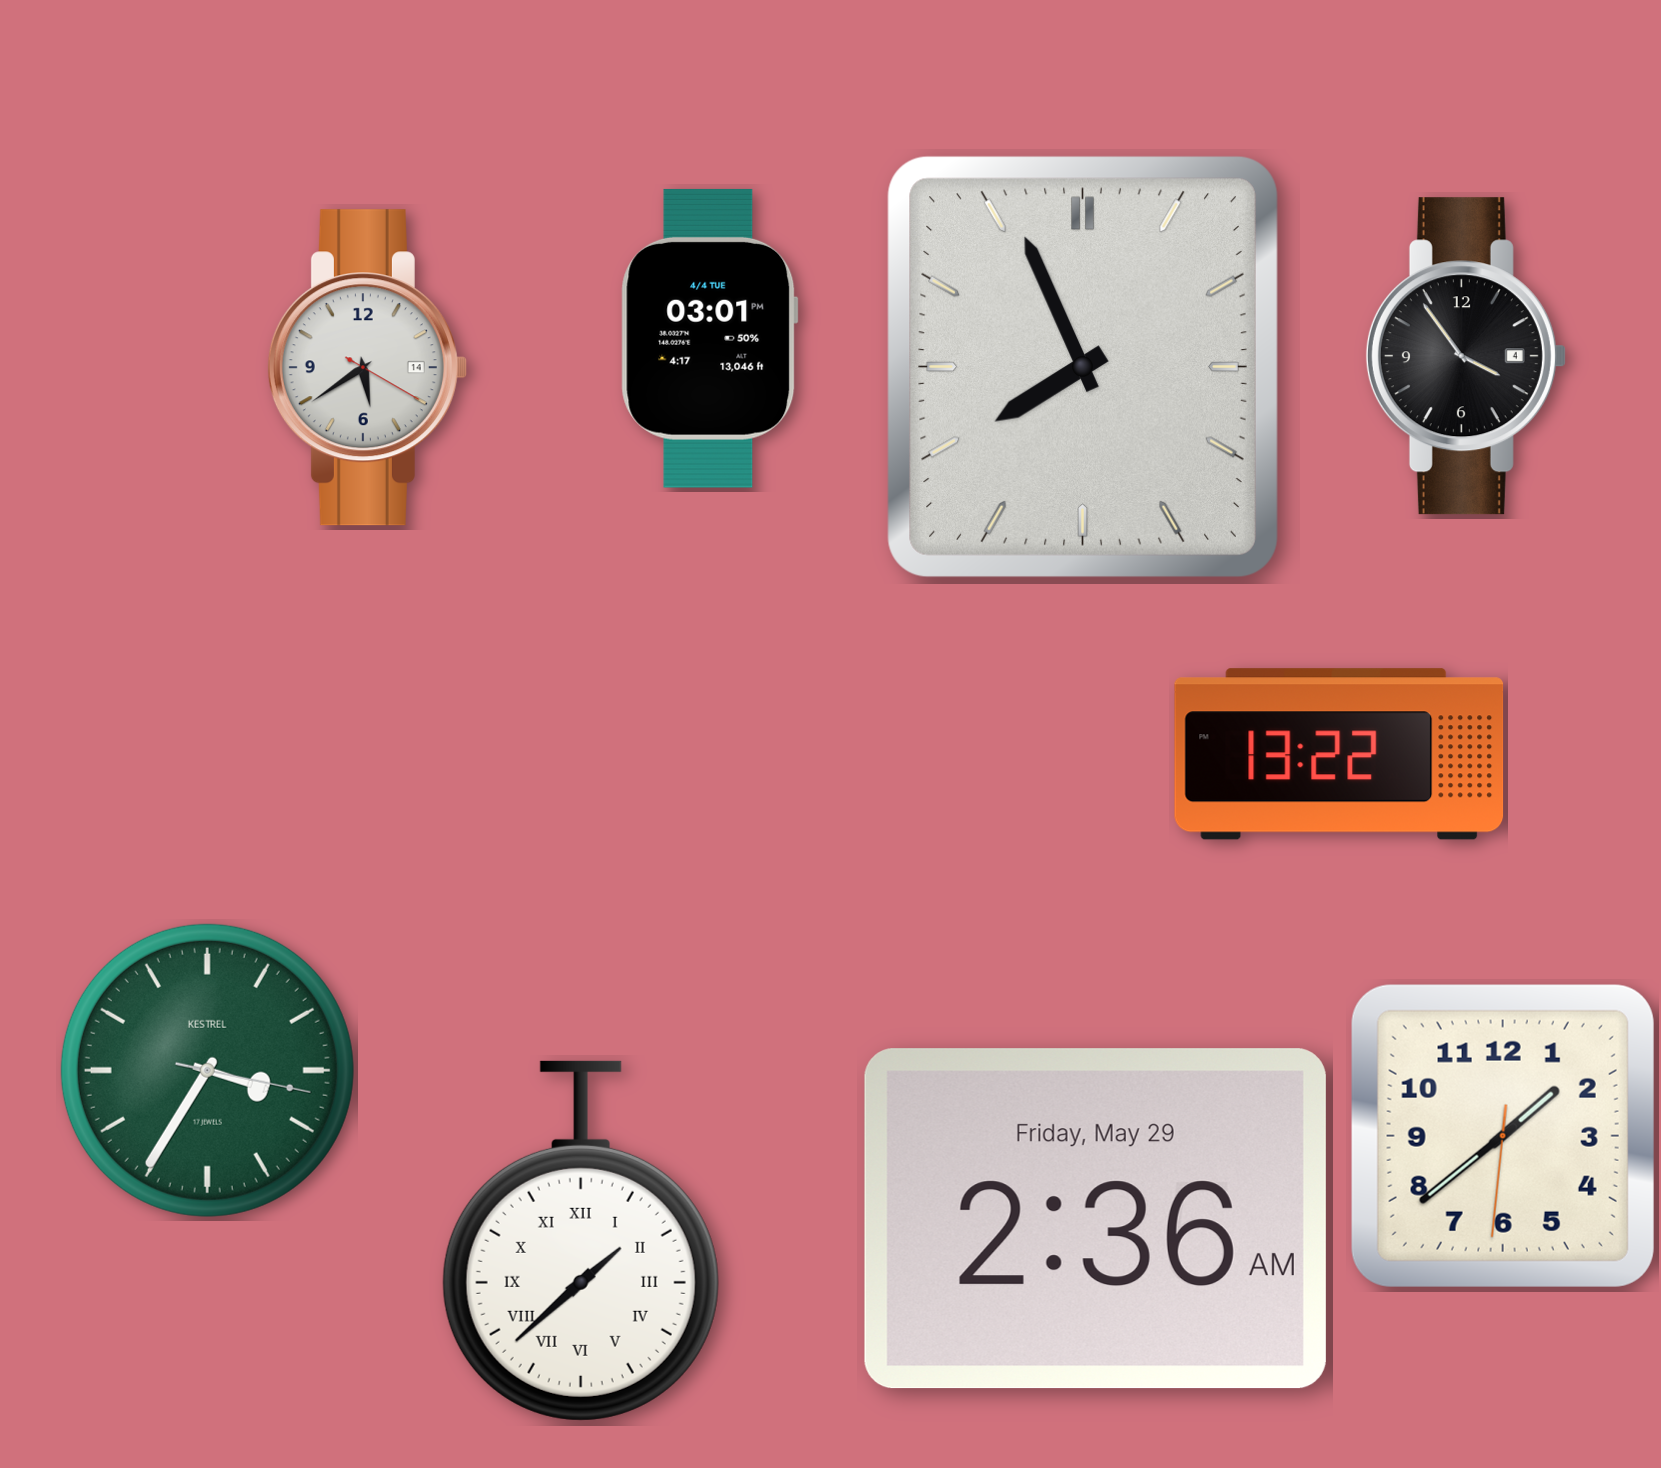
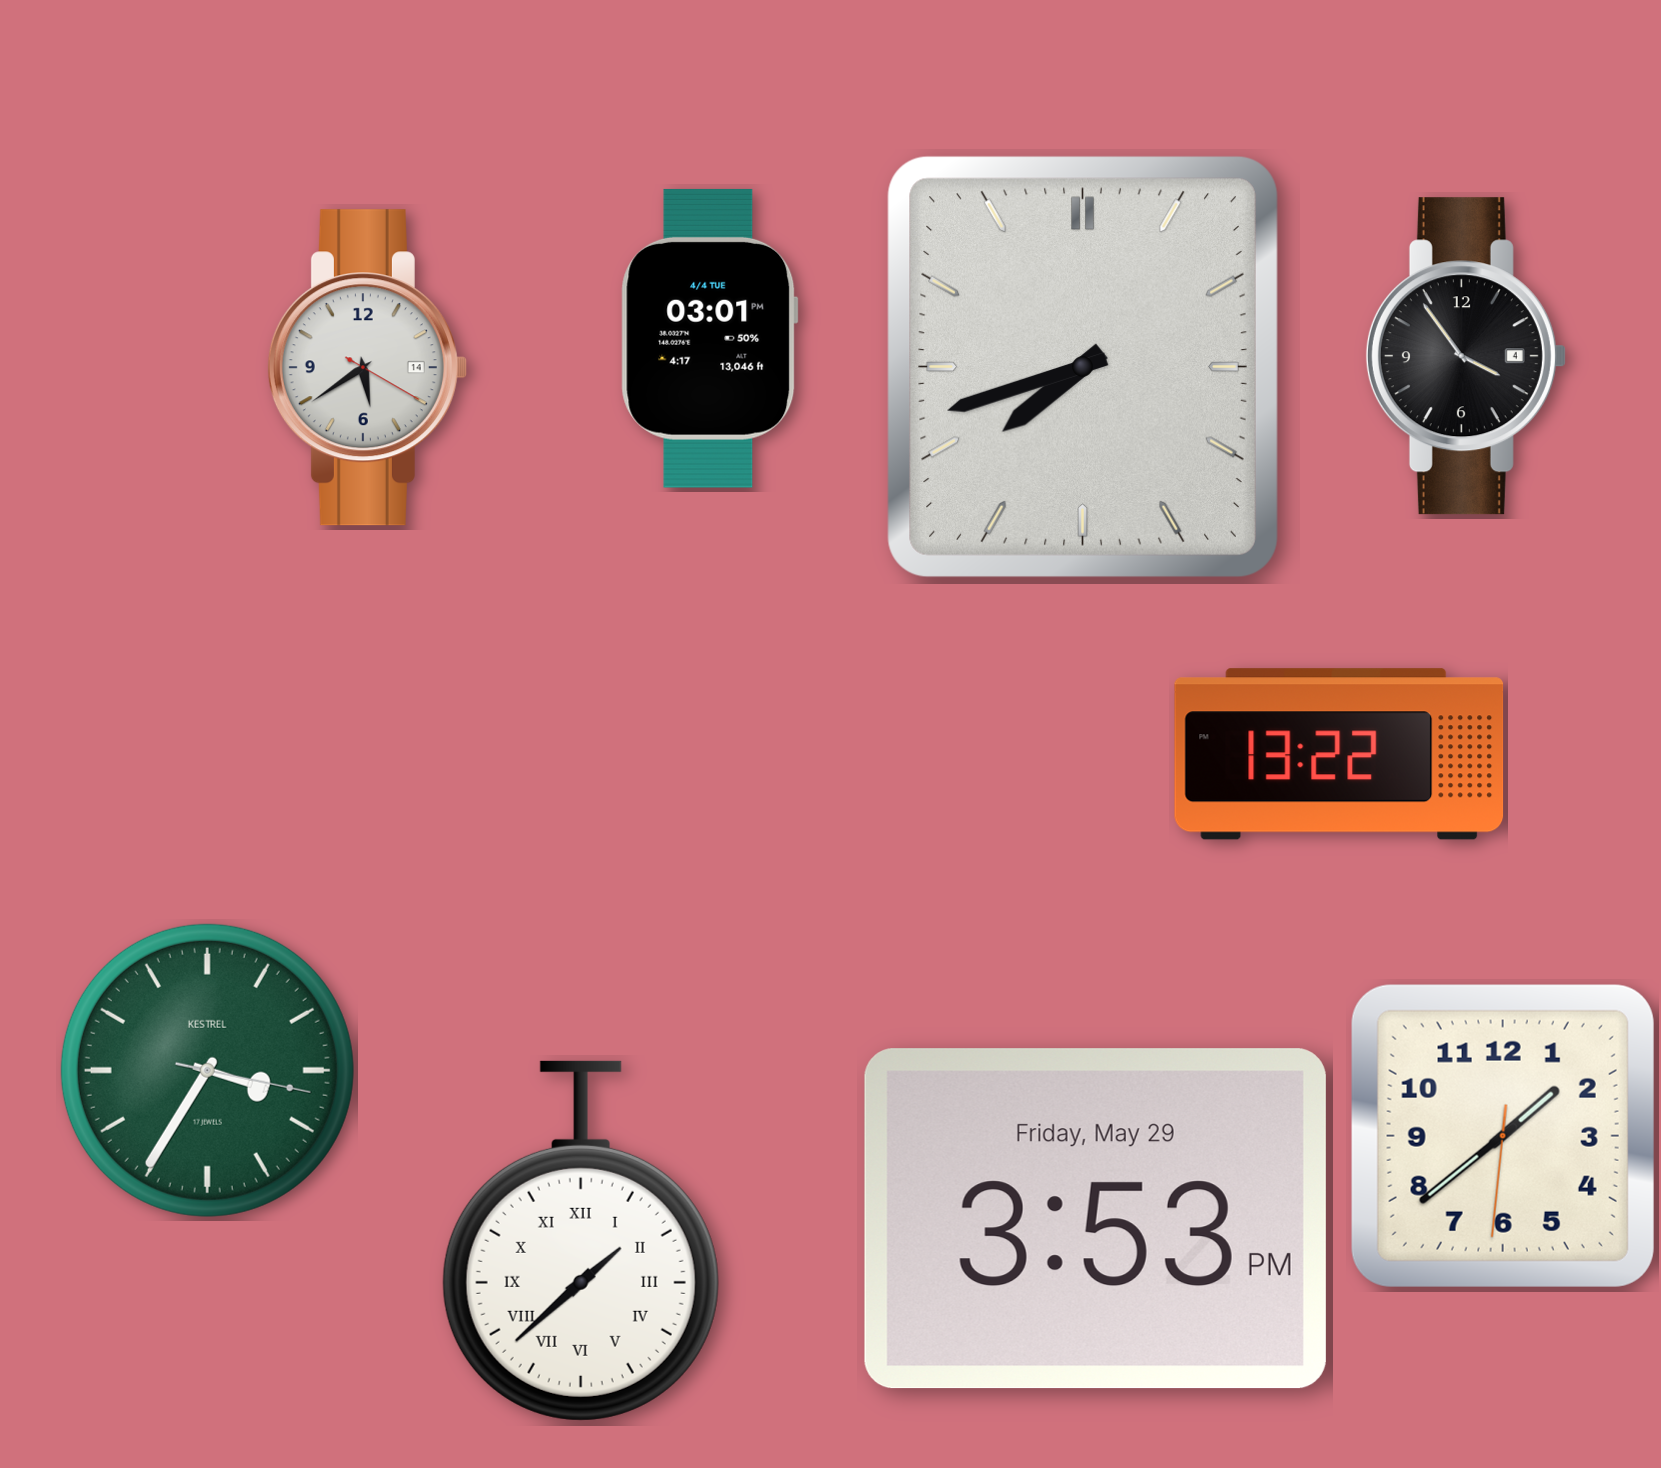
clock at (1083, 367): 7:56 -> 7:42
clock at (1095, 1219): 2:36 -> 3:53
